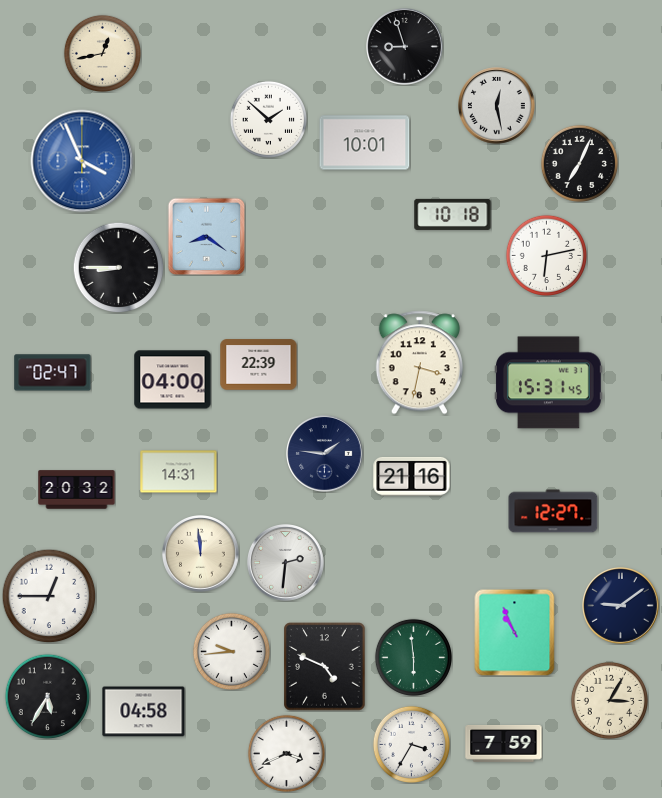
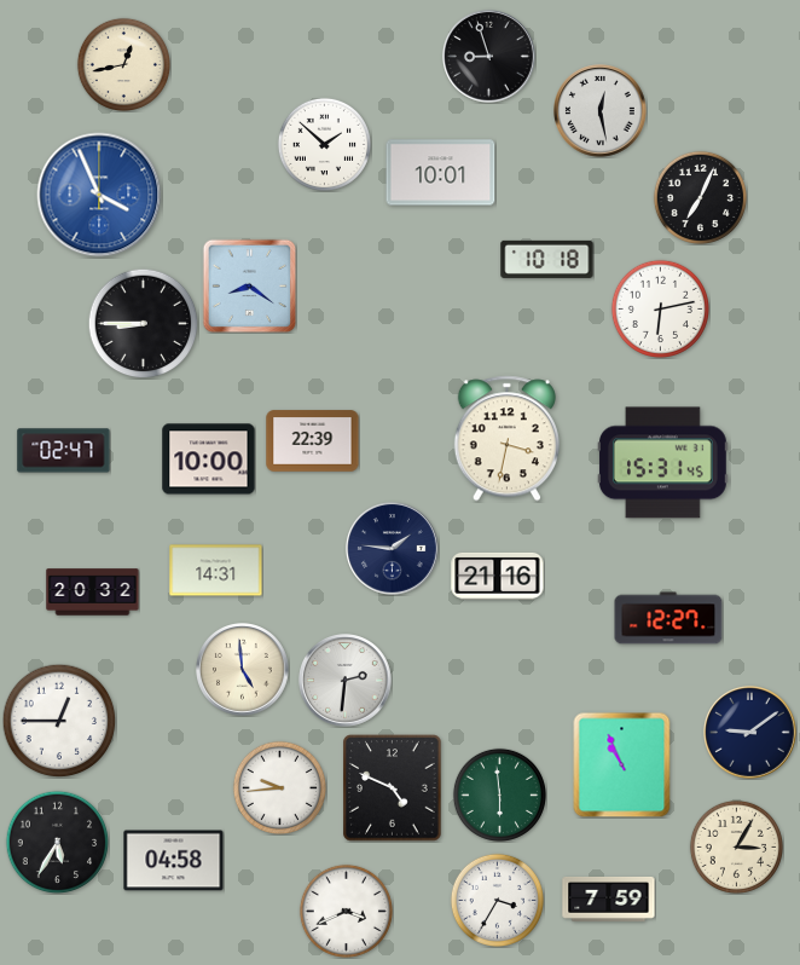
clock at (497, 106) position: (497, 106) -> (601, 111)
clock at (173, 380): 04:00 -> 10:00
clock at (201, 554): 11:59 -> 4:59
clock at (325, 667) position: (325, 667) -> (393, 788)
